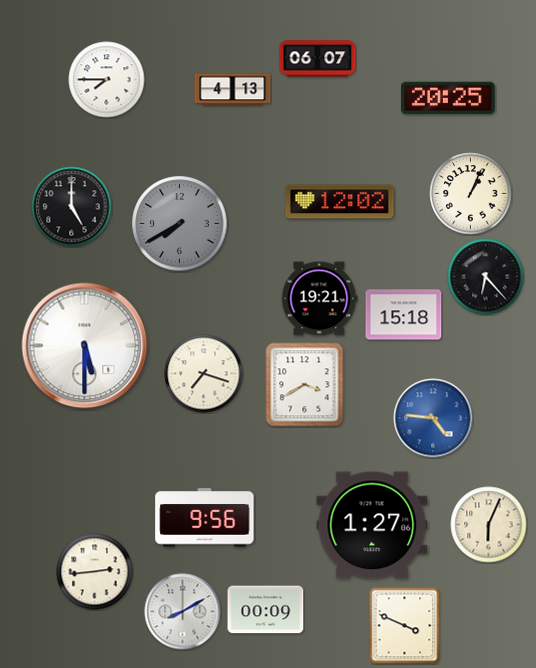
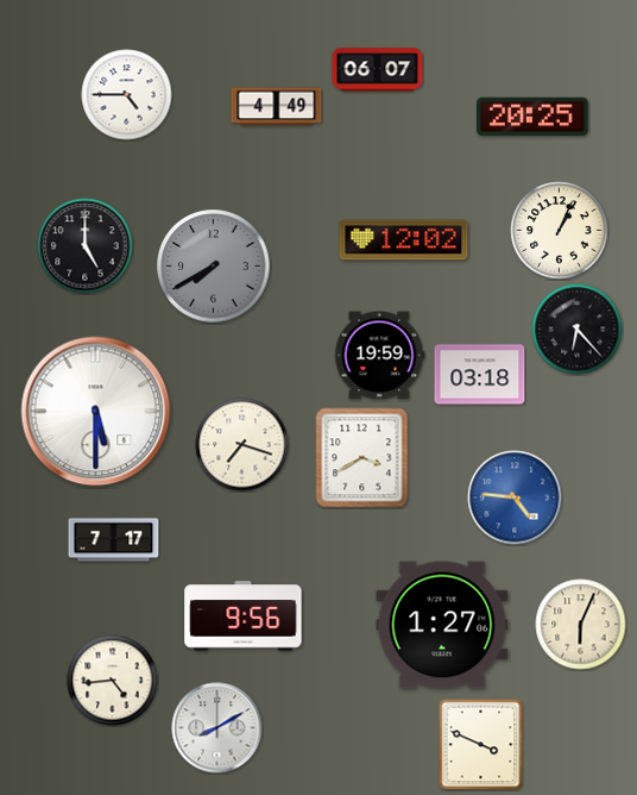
clock at (107, 80): 7:45 -> 4:45
clock at (233, 90): 4:13 -> 4:49
clock at (319, 299): 19:21 -> 19:59
clock at (404, 315): 15:18 -> 03:18
clock at (85, 346) position: (85, 346) -> (96, 412)
clock at (114, 540): none -> 7:17
clock at (95, 572): 2:44 -> 4:44
clock at (266, 610): 00:09 -> none
